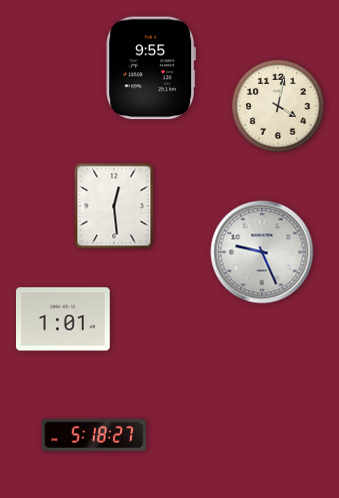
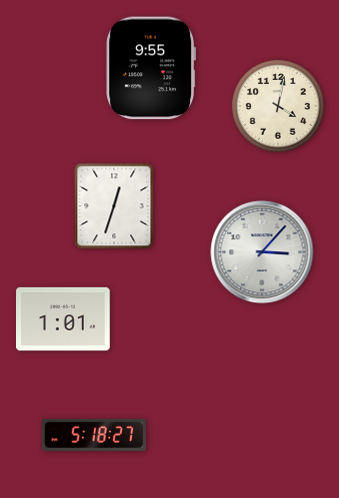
clock at (114, 206): 12:29 -> 12:33
clock at (262, 252): 9:26 -> 3:07
